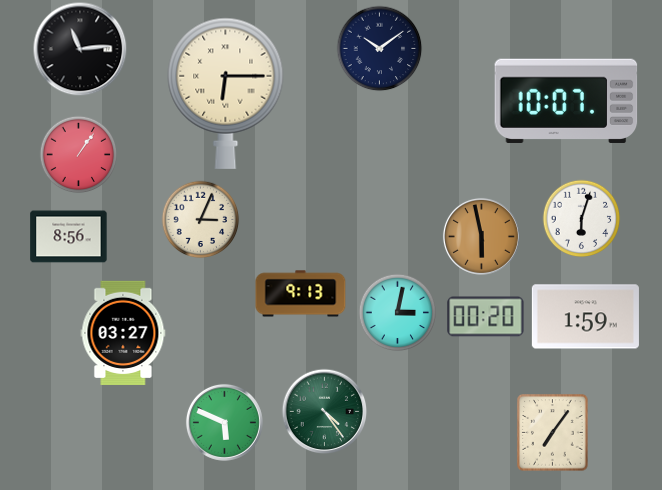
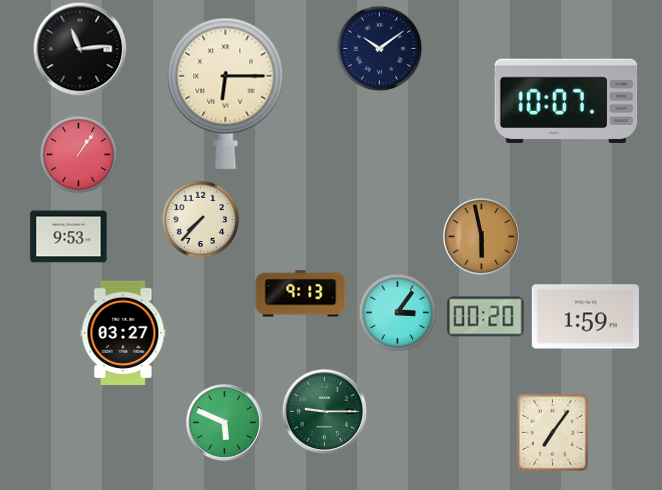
clock at (581, 218): 6:03 -> none
clock at (200, 219): 3:04 -> 7:37
clock at (69, 237): 8:56 -> 9:53
clock at (397, 312): 3:02 -> 3:06
clock at (324, 411): 4:24 -> 9:15
